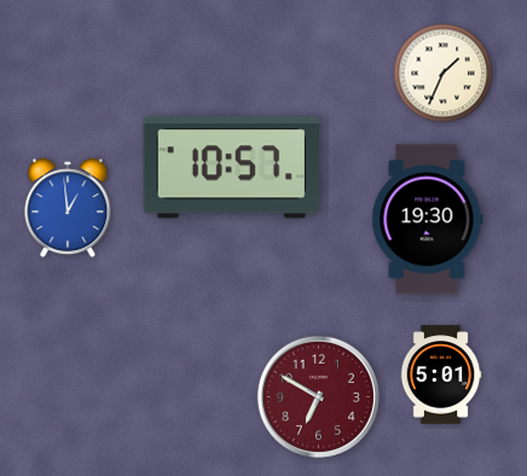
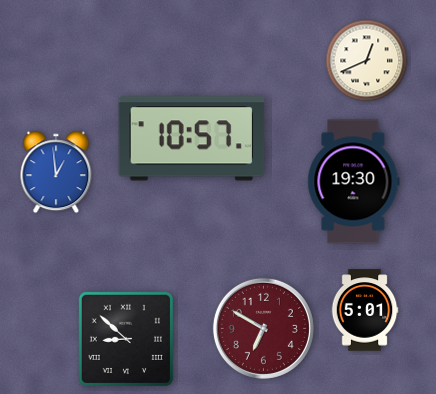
clock at (444, 74): 1:34 -> 12:41
clock at (125, 338): none -> 8:52
